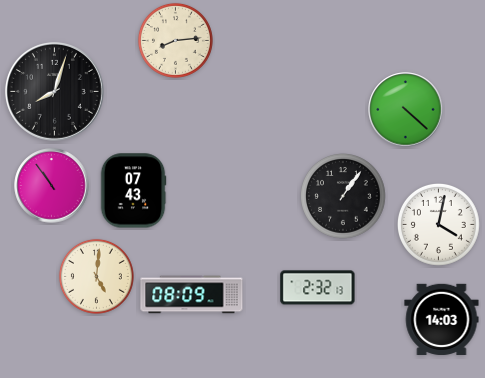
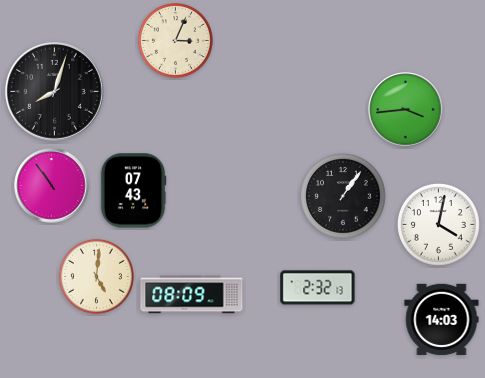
clock at (175, 40): 8:14 -> 3:04
clock at (406, 110): 4:22 -> 3:44
